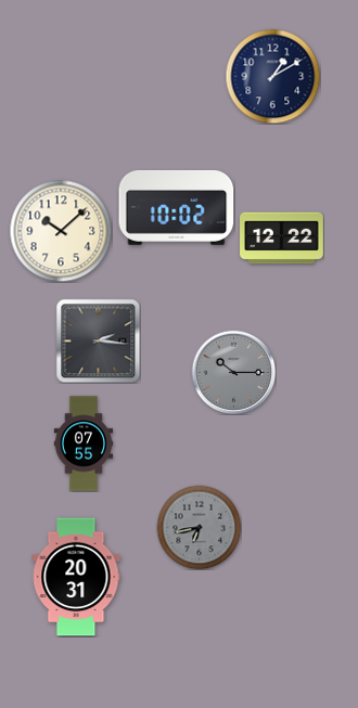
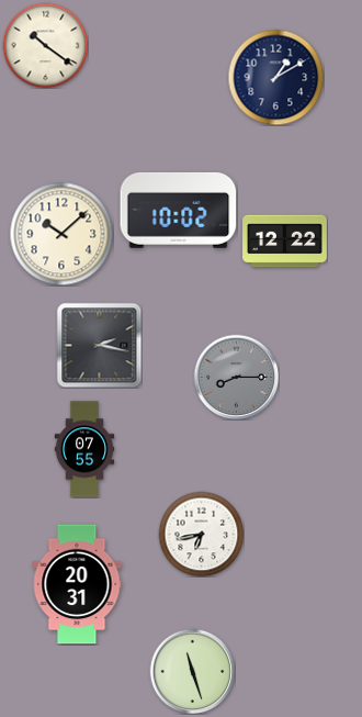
clock at (45, 45): none -> 10:21
clock at (98, 340): 2:16 -> 2:17
clock at (233, 372): 10:15 -> 8:15
clock at (199, 527) dial: grey -> white
clock at (192, 671): none -> 11:27
